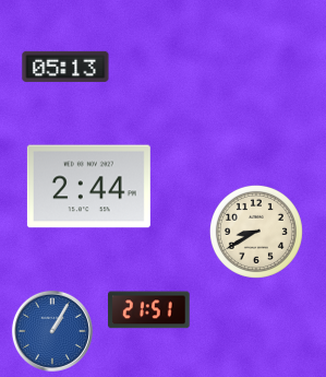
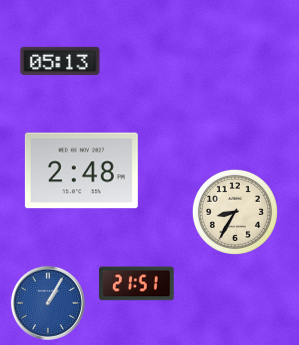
clock at (88, 187): 2:44 -> 2:48
clock at (256, 232): 8:40 -> 8:35
